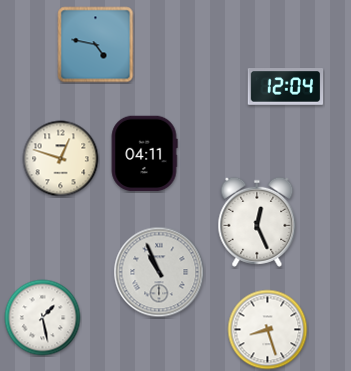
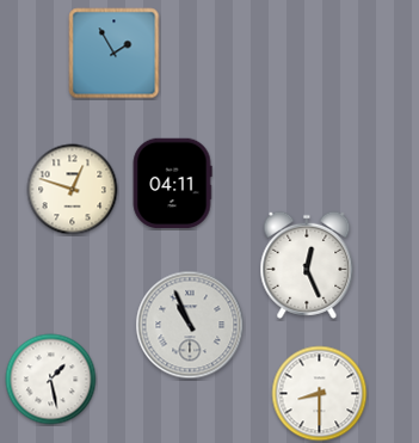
clock at (96, 45): 4:47 -> 1:55
clock at (286, 87): 12:04 -> none
clock at (268, 330): 8:27 -> 8:30
